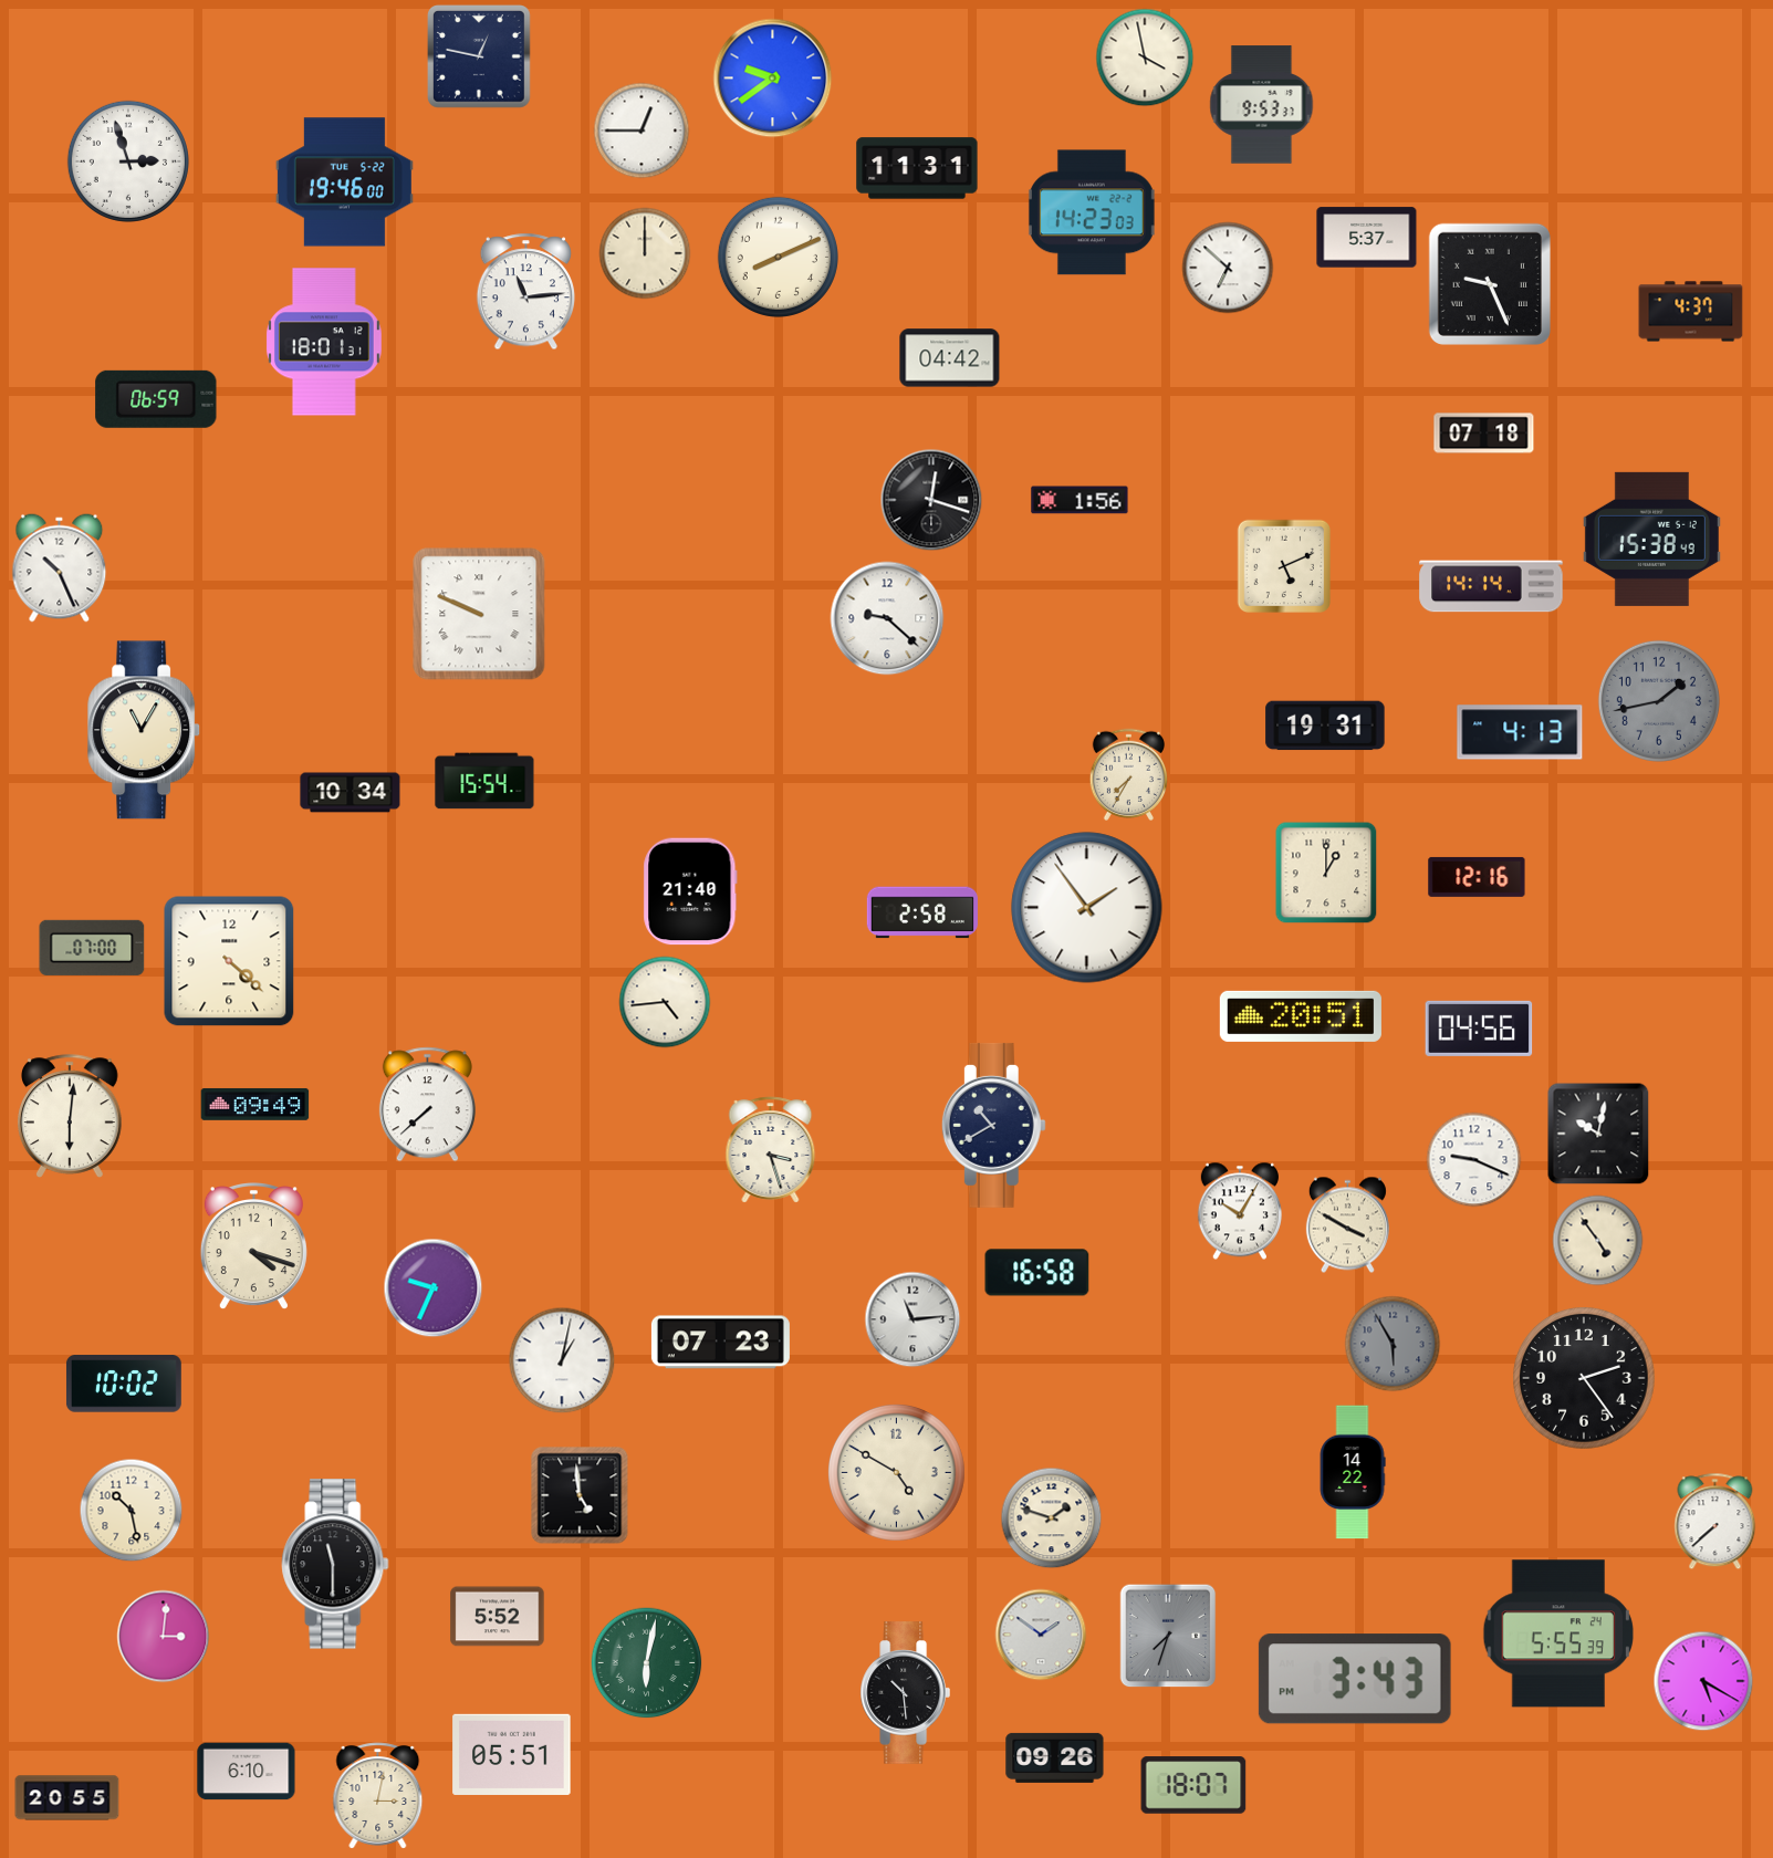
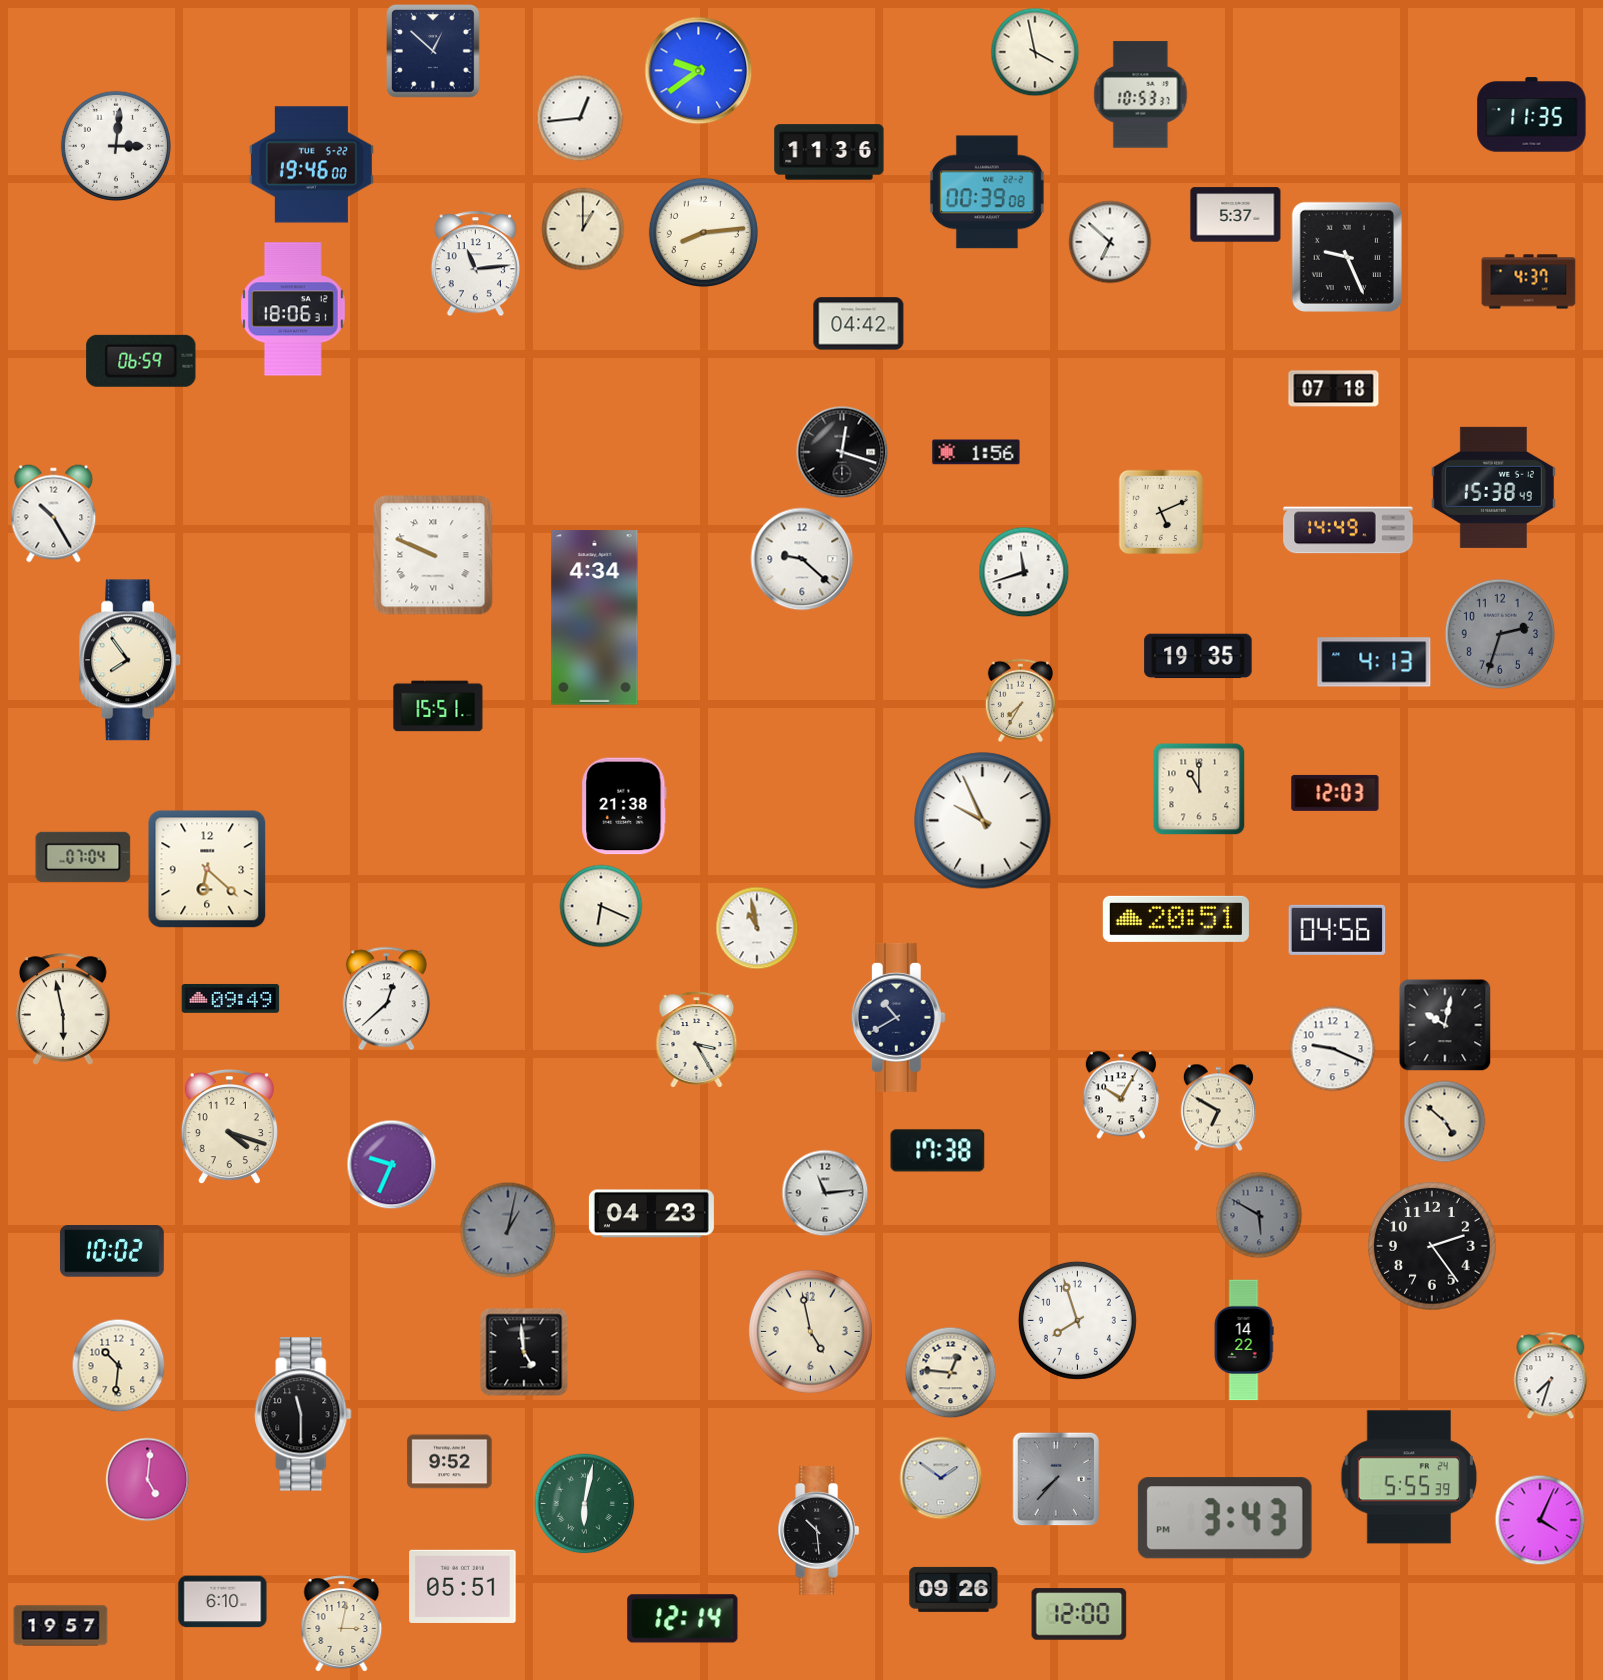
clock at (480, 58): 12:47 -> 12:52
clock at (1262, 105): 9:53 -> 10:53
clock at (1532, 115): none -> 11:35
clock at (642, 131): 12:45 -> 12:44
clock at (128, 161): 2:57 -> 3:01
clock at (917, 168): 11:31 -> 11:36
clock at (1092, 212): 14:23 -> 00:39
clock at (645, 253): 12:00 -> 1:00
clock at (778, 257): 8:11 -> 8:14
clock at (324, 342): 18:01 -> 18:06
clock at (1484, 434) position: (1484, 434) -> (1334, 389)
clock at (60, 568): 10:26 -> 10:25
clock at (1491, 586): 14:14 -> 14:49
clock at (1024, 572): none -> 11:42
clock at (595, 618): none -> 4:34
clock at (1659, 701): 1:43 -> 2:33
clock at (1325, 726): 19:31 -> 19:35
clock at (145, 730): 11:05 -> 7:54
clock at (484, 781): 15:54 -> 15:51
clock at (351, 793): 10:34 -> none
clock at (1326, 873): 1:00 -> 11:00
clock at (1477, 877): 12:16 -> 12:03
clock at (690, 891): 21:40 -> 21:38
clock at (1087, 908): 1:54 -> 9:56
clock at (922, 912): 2:58 -> none
clock at (92, 948): 07:00 -> 07:04
clock at (229, 961): 4:22 -> 6:22
clock at (665, 1002): 4:44 -> 6:19
clock at (757, 928): none -> 10:58
clock at (427, 1105): 7:38 -> 12:38
clock at (71, 1116): 6:01 -> 5:58
clock at (771, 1150): 3:27 -> 3:25
clock at (1347, 1225): 3:50 -> 6:50
clock at (1598, 1241): 4:54 -> 4:52
clock at (1037, 1273): 16:58 -> 17:38
clock at (720, 1343): 07:23 -> 04:23
clock at (1393, 1344): 5:55 -> 5:50
clock at (562, 1360) dial: white -> grey
clock at (1077, 1320): none -> 7:57
clock at (896, 1472): 4:50 -> 4:58
clock at (1353, 1472) position: (1353, 1472) -> (1244, 1340)
clock at (132, 1511): 10:28 -> 10:31
clock at (1052, 1518): 1:48 -> 12:46
clock at (1715, 1522): 7:38 -> 7:33
clock at (498, 1617): 5:52 -> 9:52
clock at (1168, 1636): 7:33 -> 7:37
clock at (164, 1637): 3:01 -> 5:01
clock at (1703, 1681): 5:20 -> 4:04
clock at (1193, 1785): 18:07 -> 12:00
clock at (683, 1619): none -> 12:14
clock at (67, 1798): 20:55 -> 19:57
